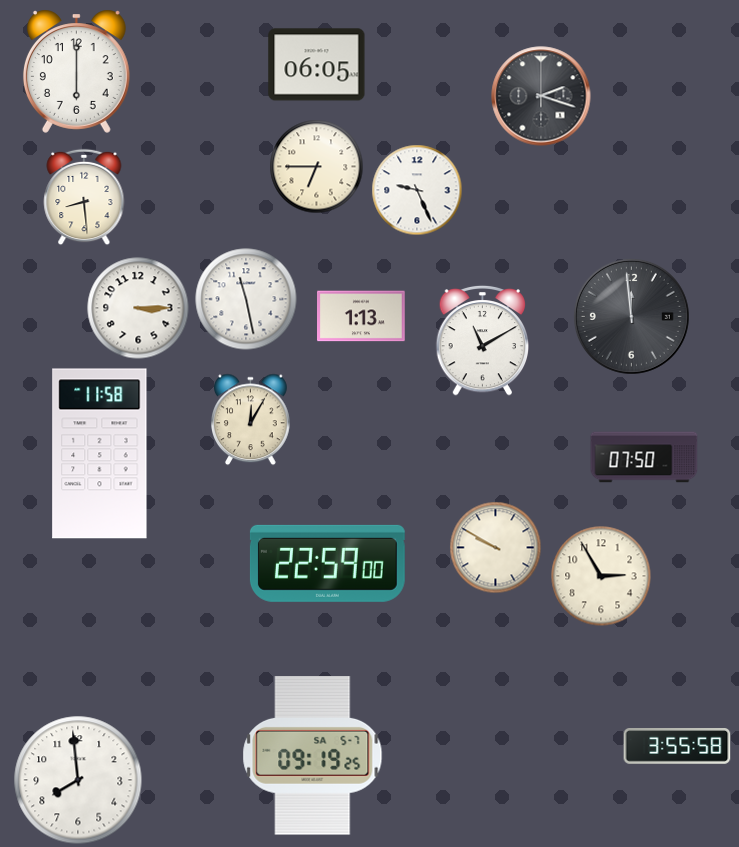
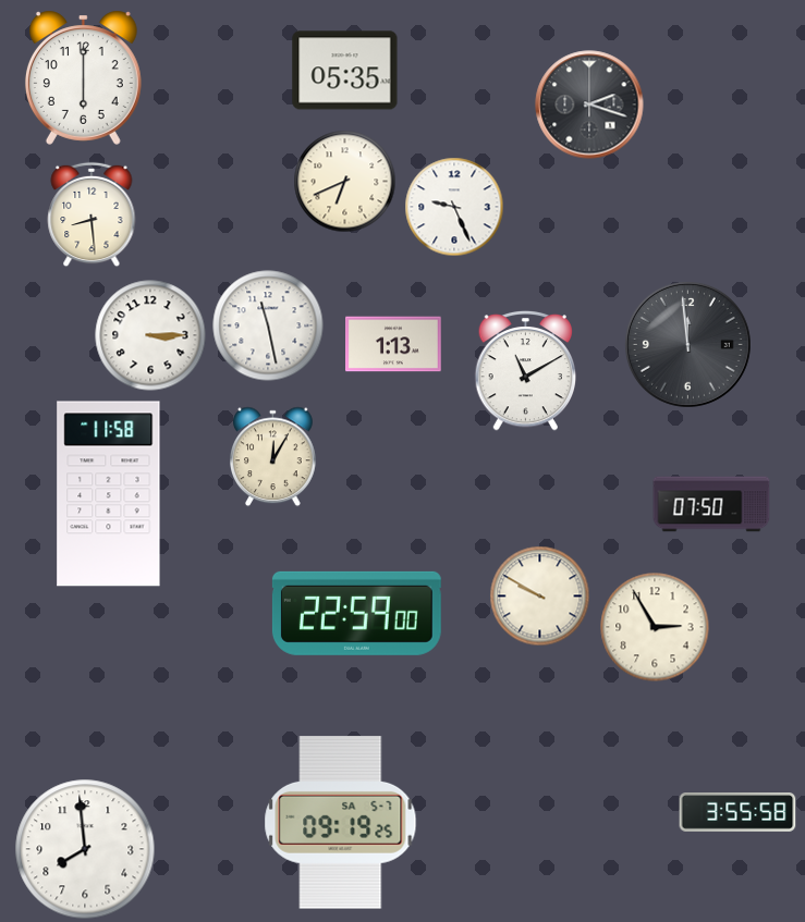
clock at (317, 65): 06:05 -> 05:35
clock at (317, 167): 6:45 -> 6:41
clock at (644, 457) position: (644, 457) -> (711, 504)
